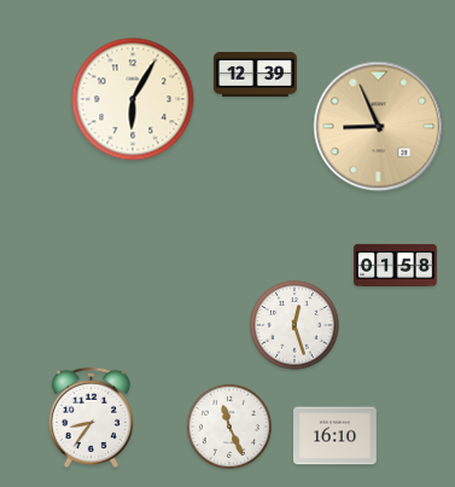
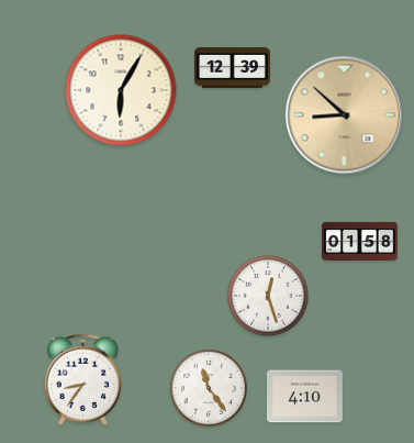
clock at (379, 127): 8:56 -> 8:52
clock at (229, 427): 11:26 -> 11:24
clock at (336, 436): 16:10 -> 4:10
